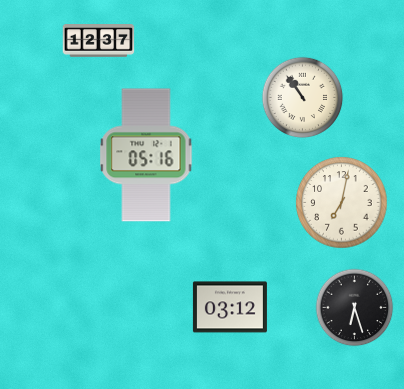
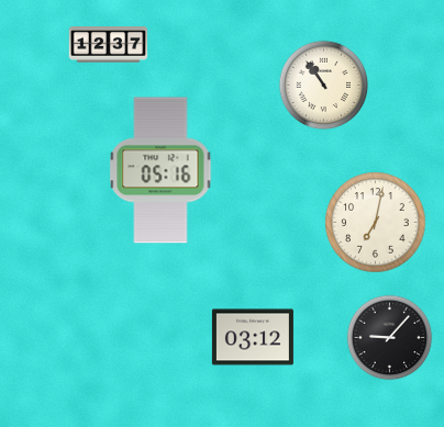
clock at (303, 98) position: (303, 98) -> (324, 86)
clock at (355, 308): 6:27 -> 9:07
